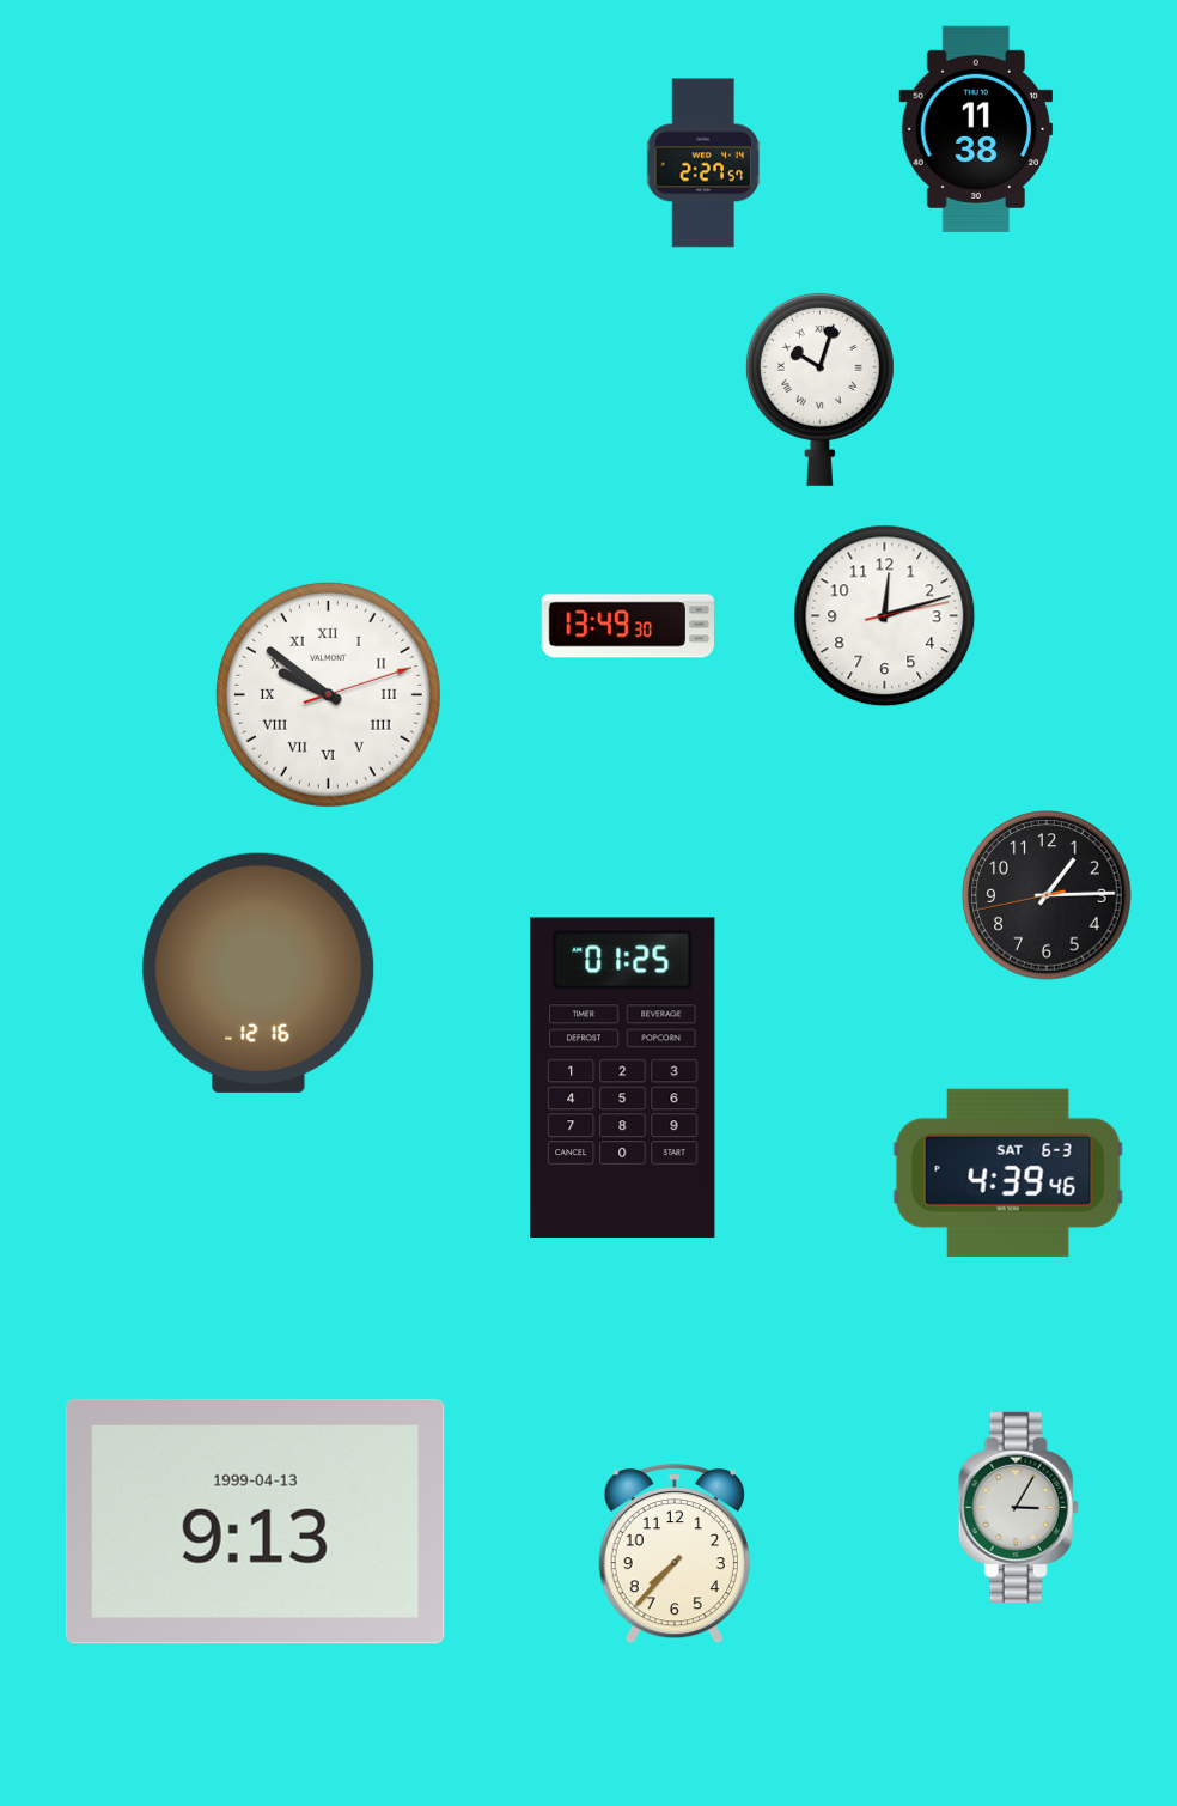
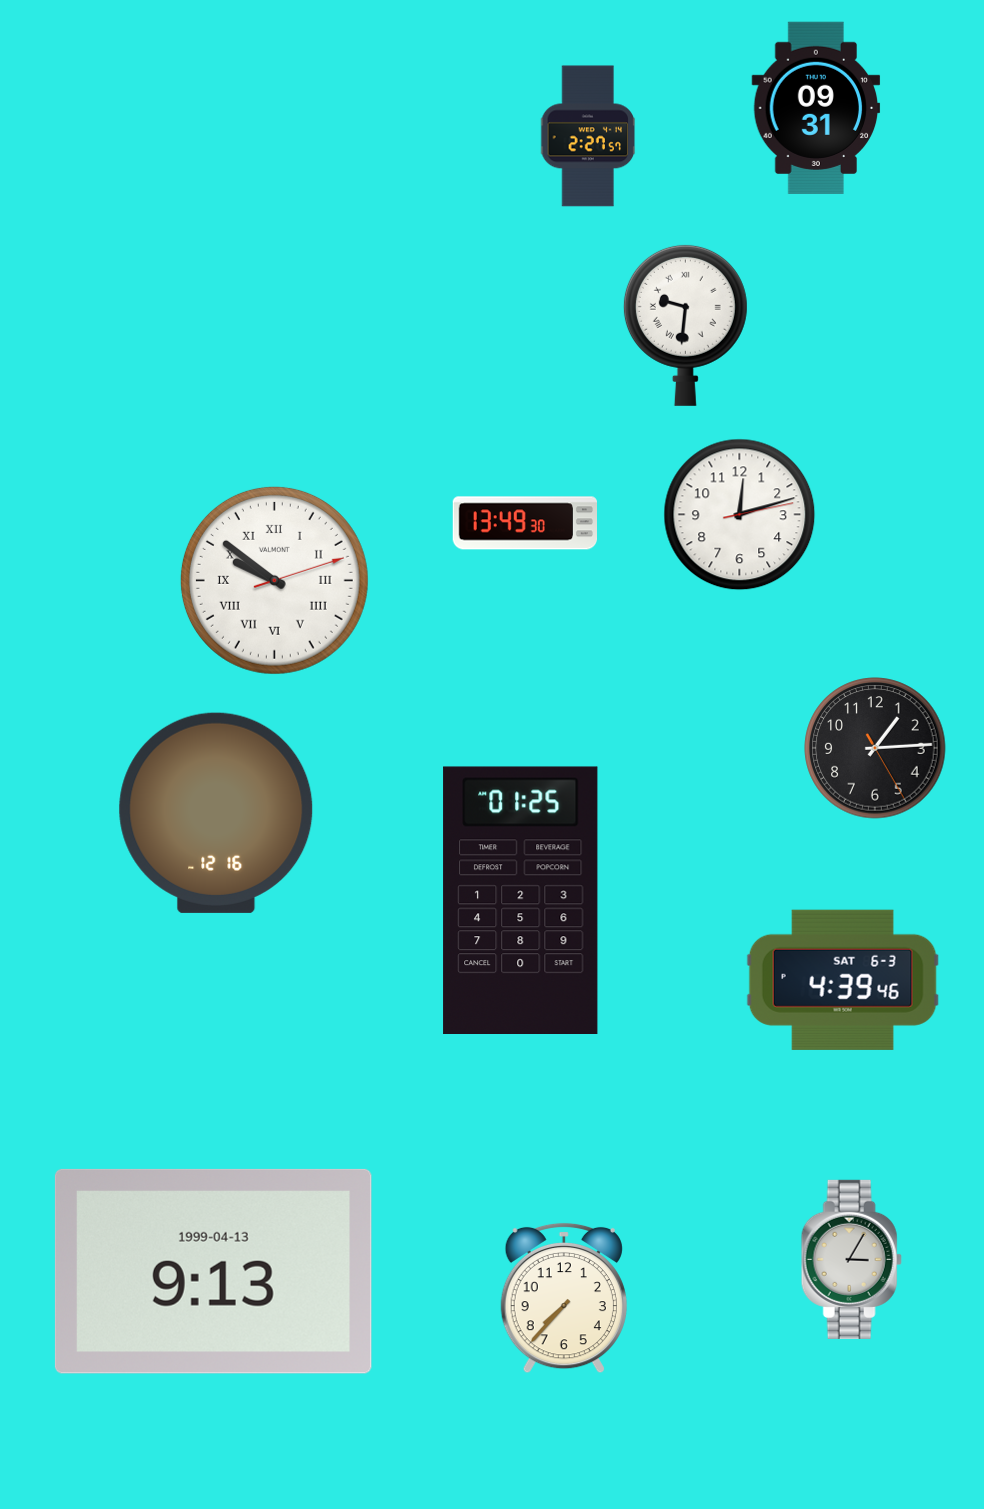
clock at (976, 129): 11:38 -> 09:31
clock at (819, 389): 10:03 -> 9:31
clock at (1047, 895): 1:14:43 -> 1:14:25
